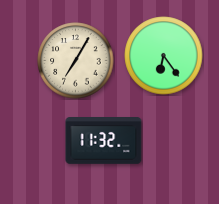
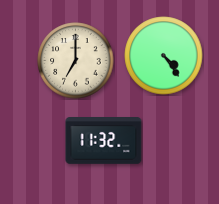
clock at (164, 56): 6:24 -> 4:24
clock at (76, 61): 7:05 -> 7:00
